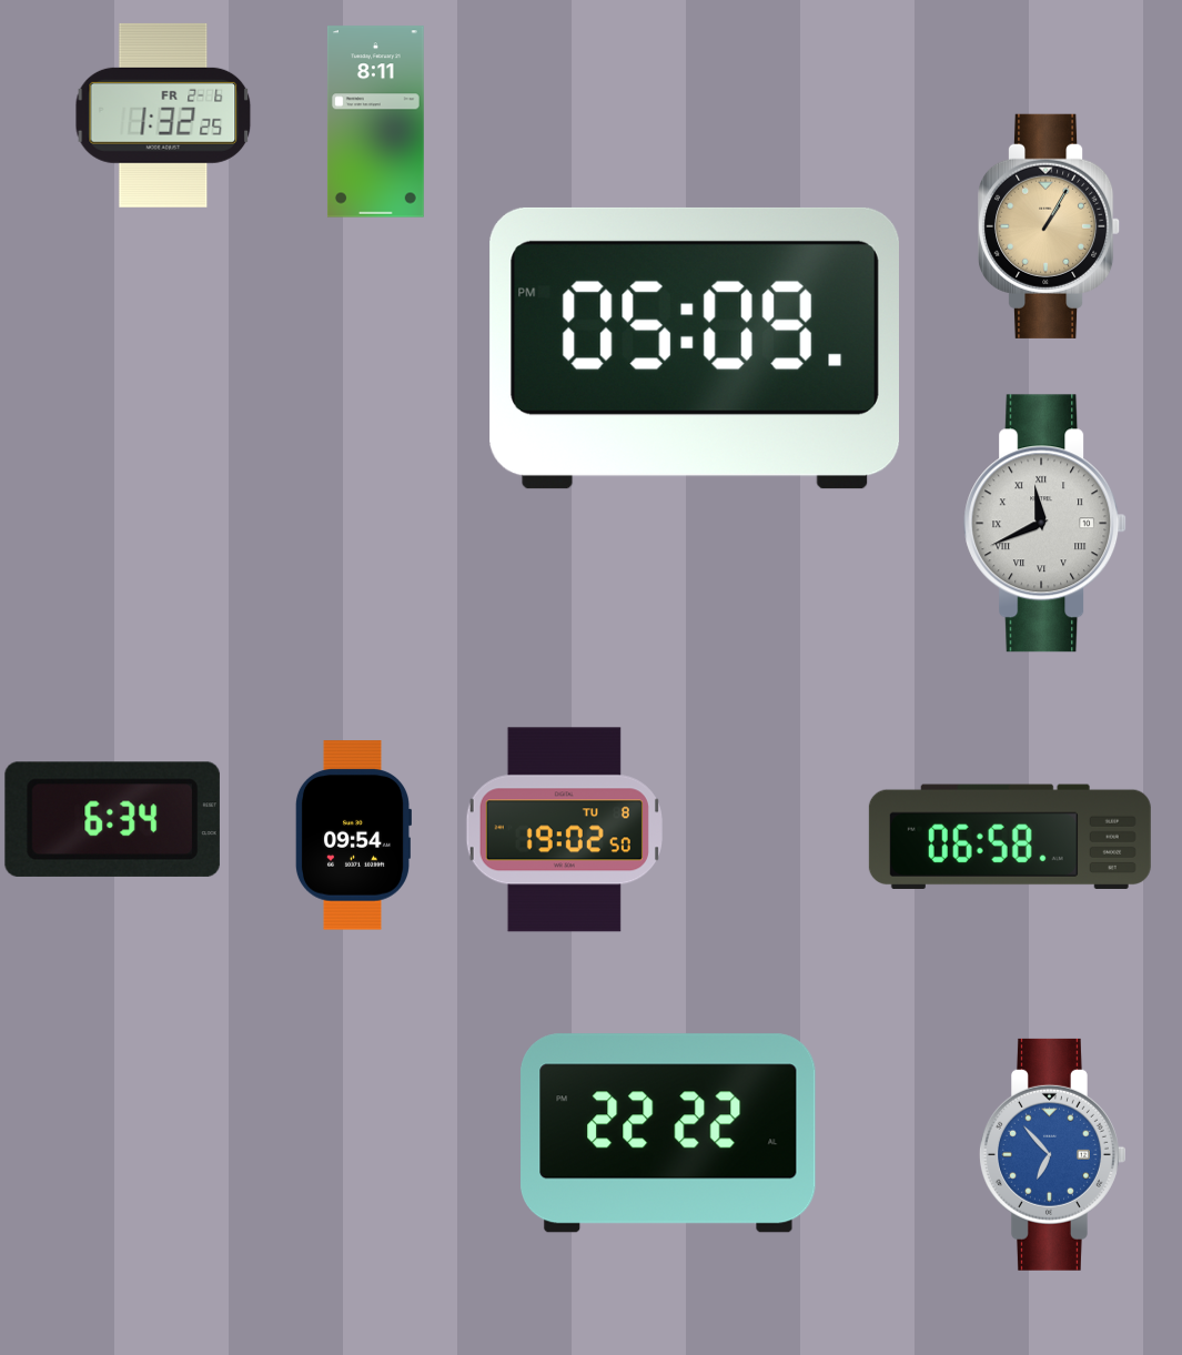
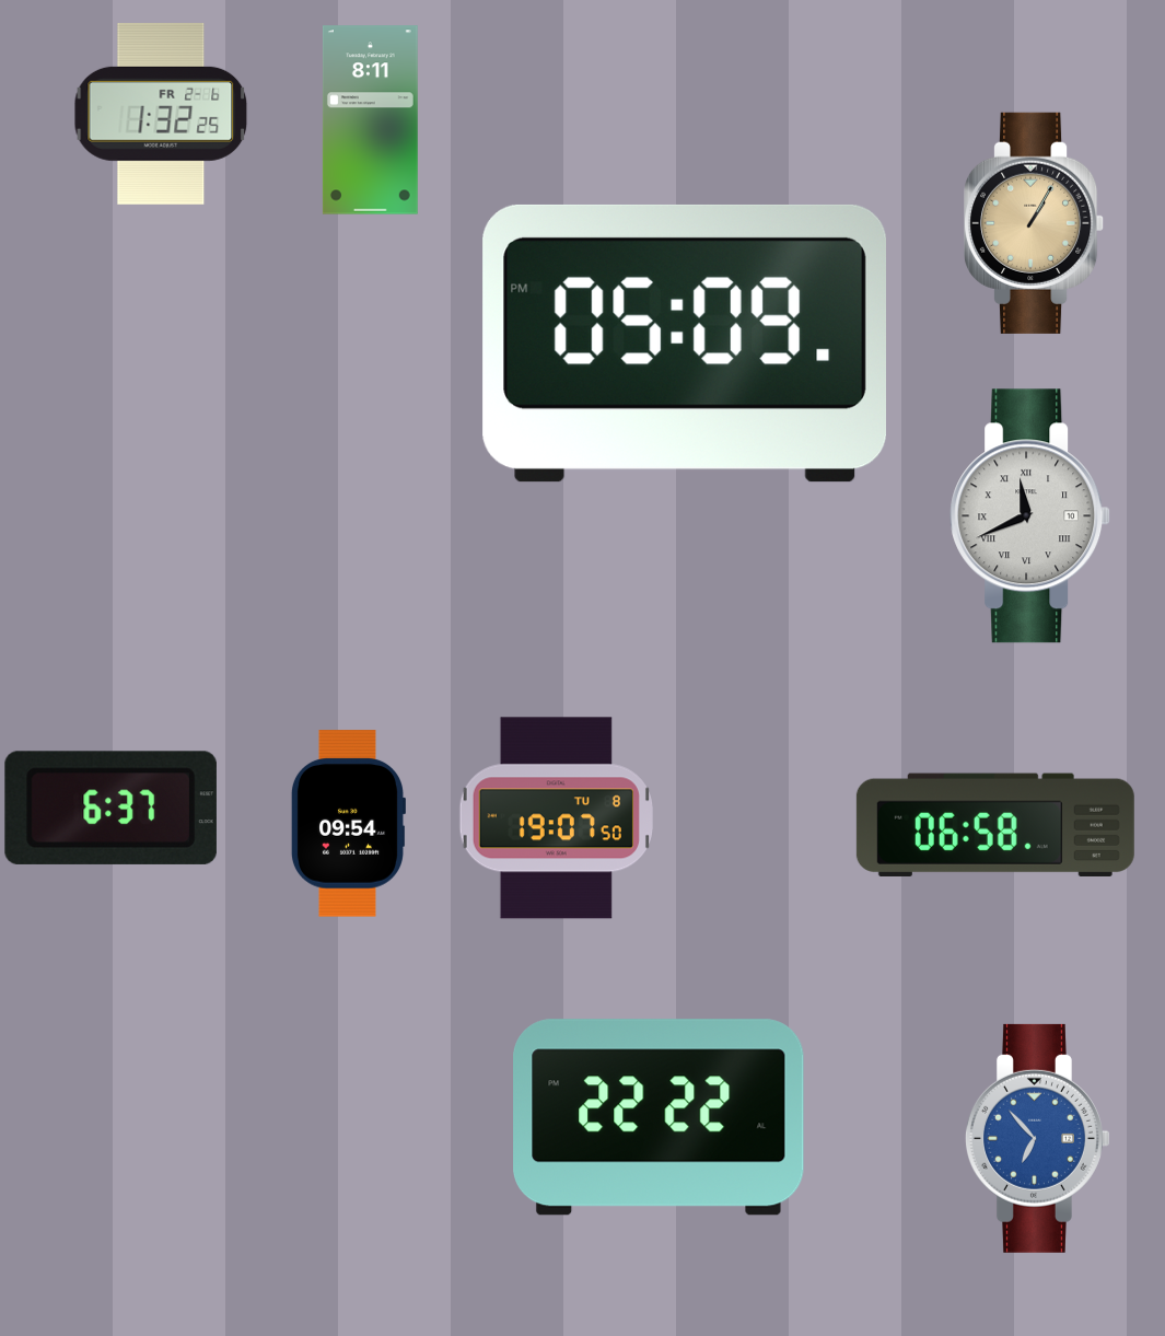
clock at (112, 819): 6:34 -> 6:37
clock at (564, 830): 19:02 -> 19:07
